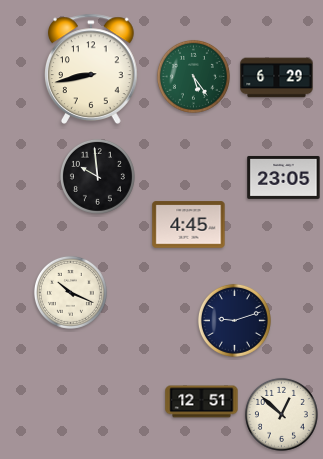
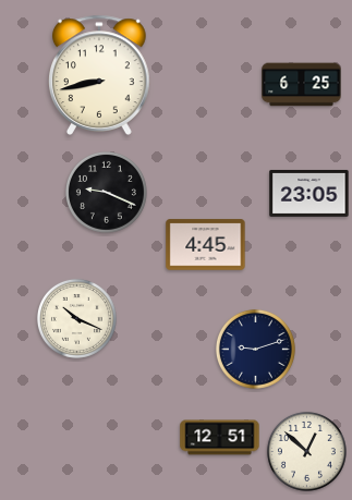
clock at (193, 76): 5:24 -> none
clock at (277, 78): 6:29 -> 6:25
clock at (97, 176): 9:59 -> 9:19
